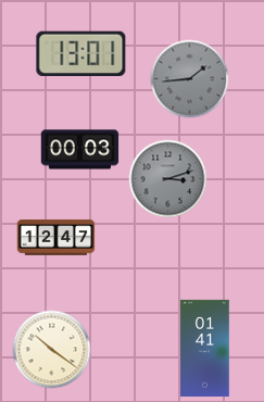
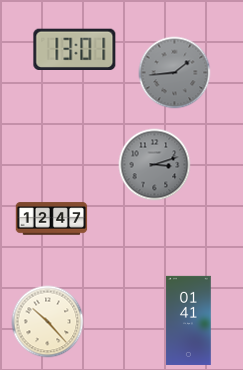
clock at (80, 150): 00:03 -> none
clock at (52, 350): 10:21 -> 10:23
